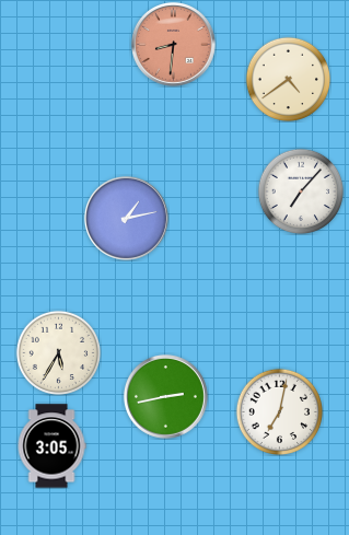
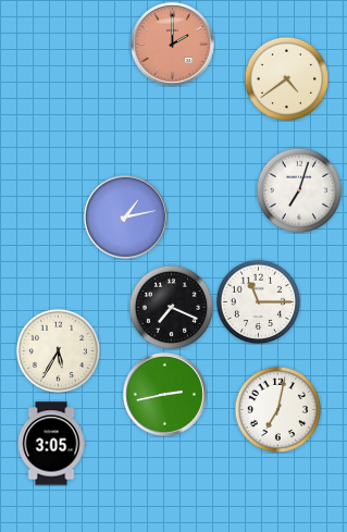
clock at (173, 44): 8:31 -> 2:00
clock at (300, 190): 7:07 -> 7:03
clock at (258, 301): none -> 11:15
clock at (171, 307): none -> 7:19
